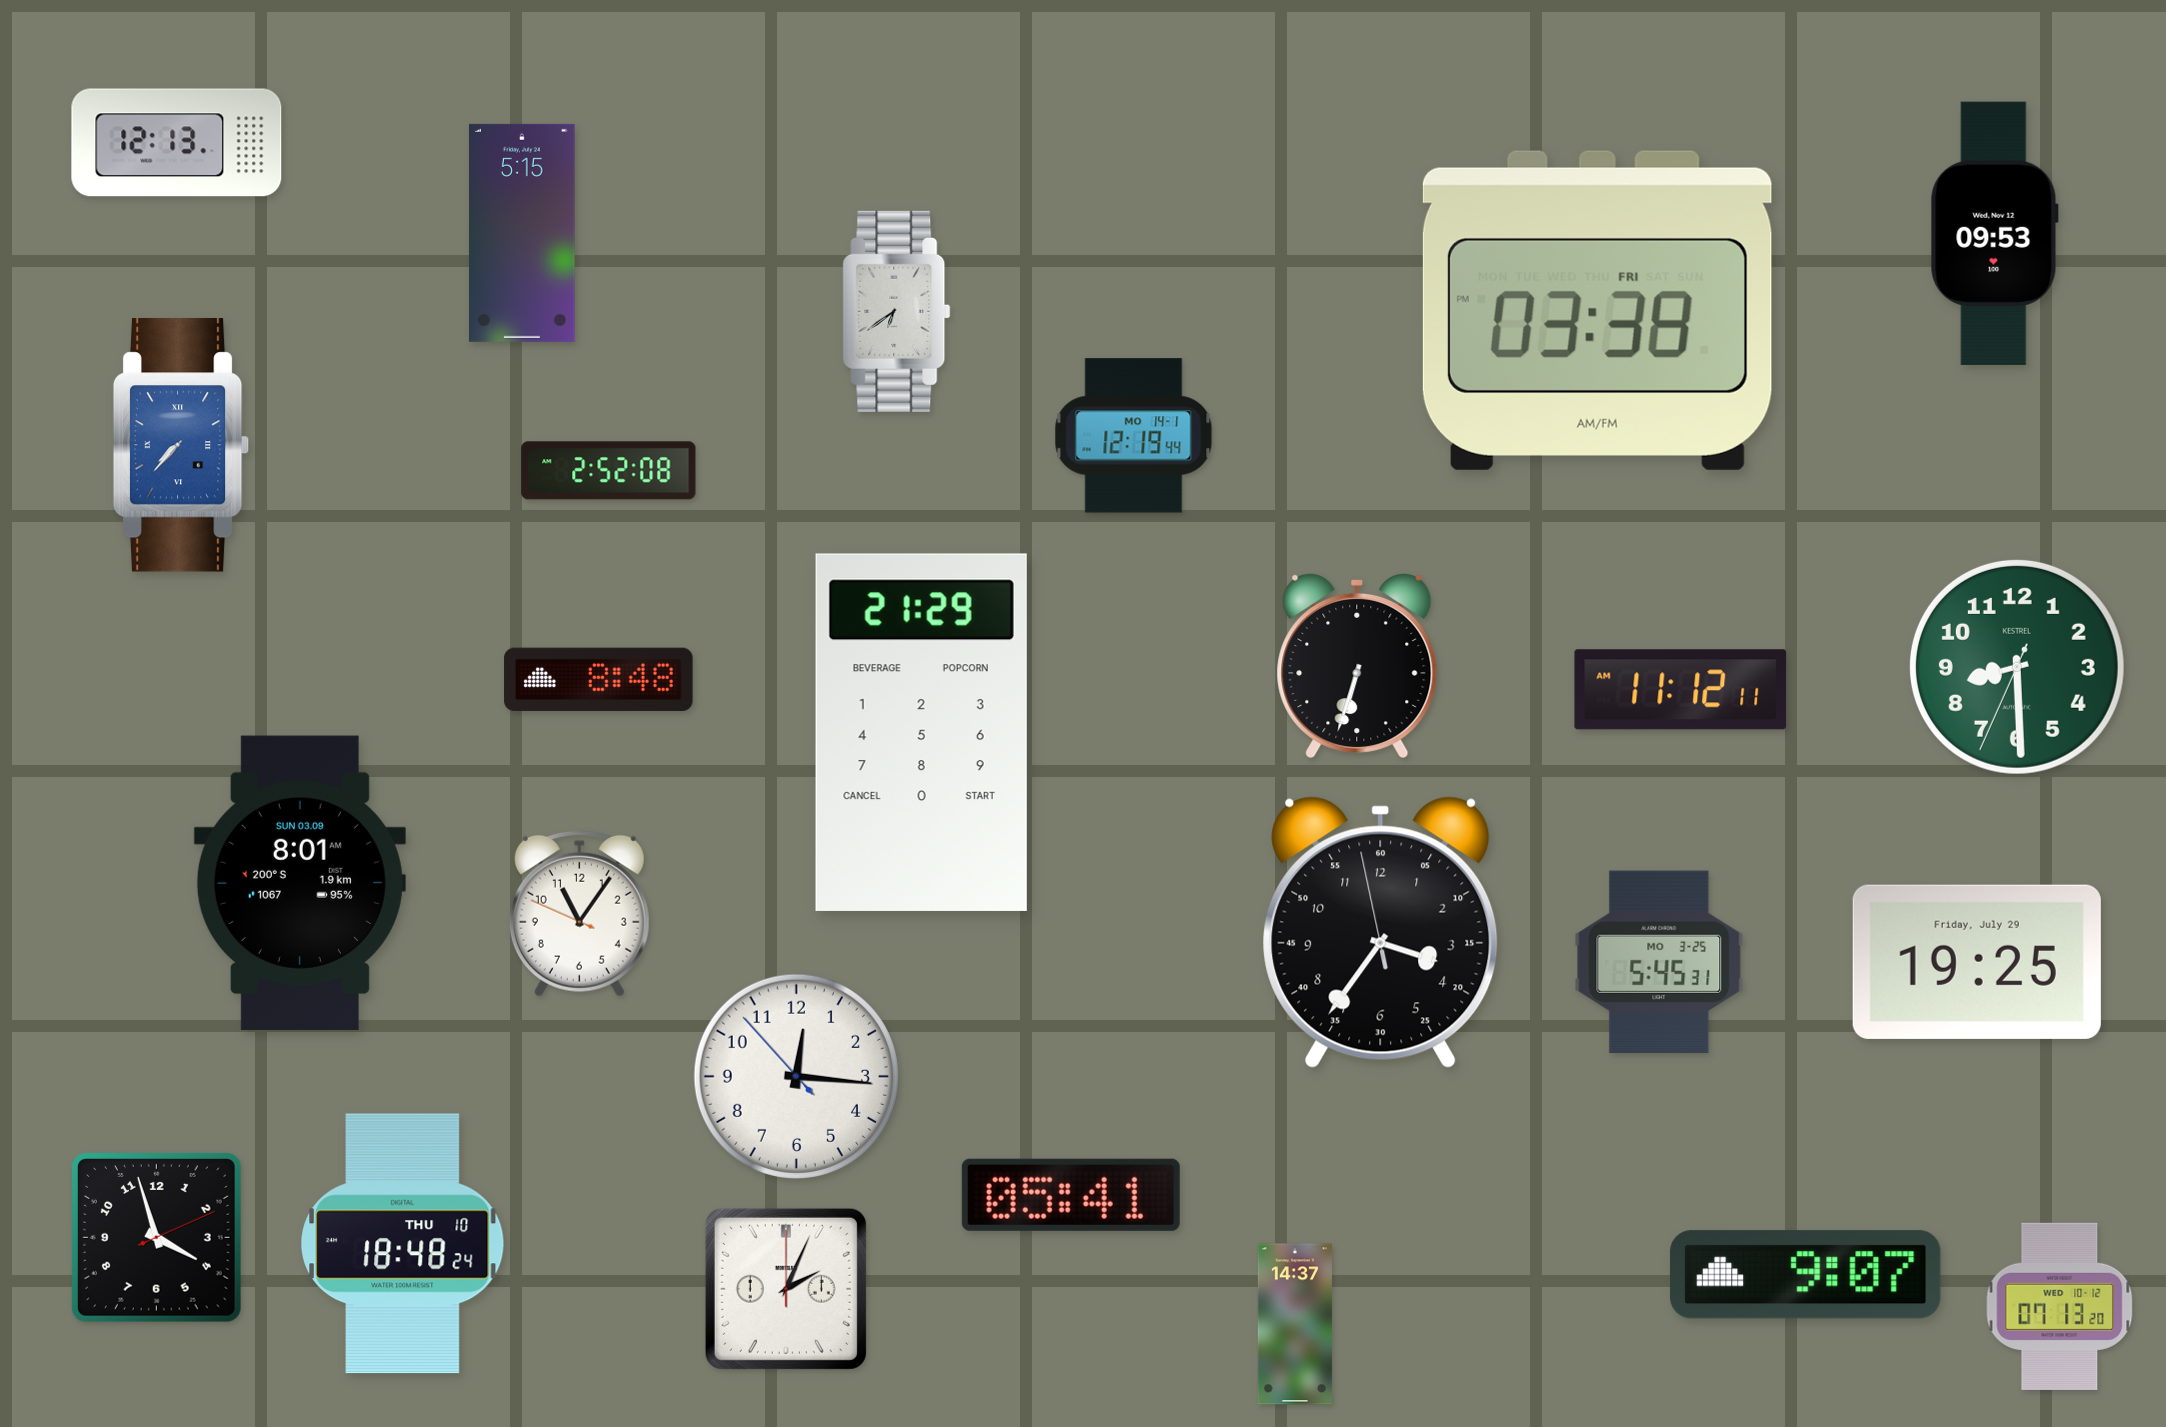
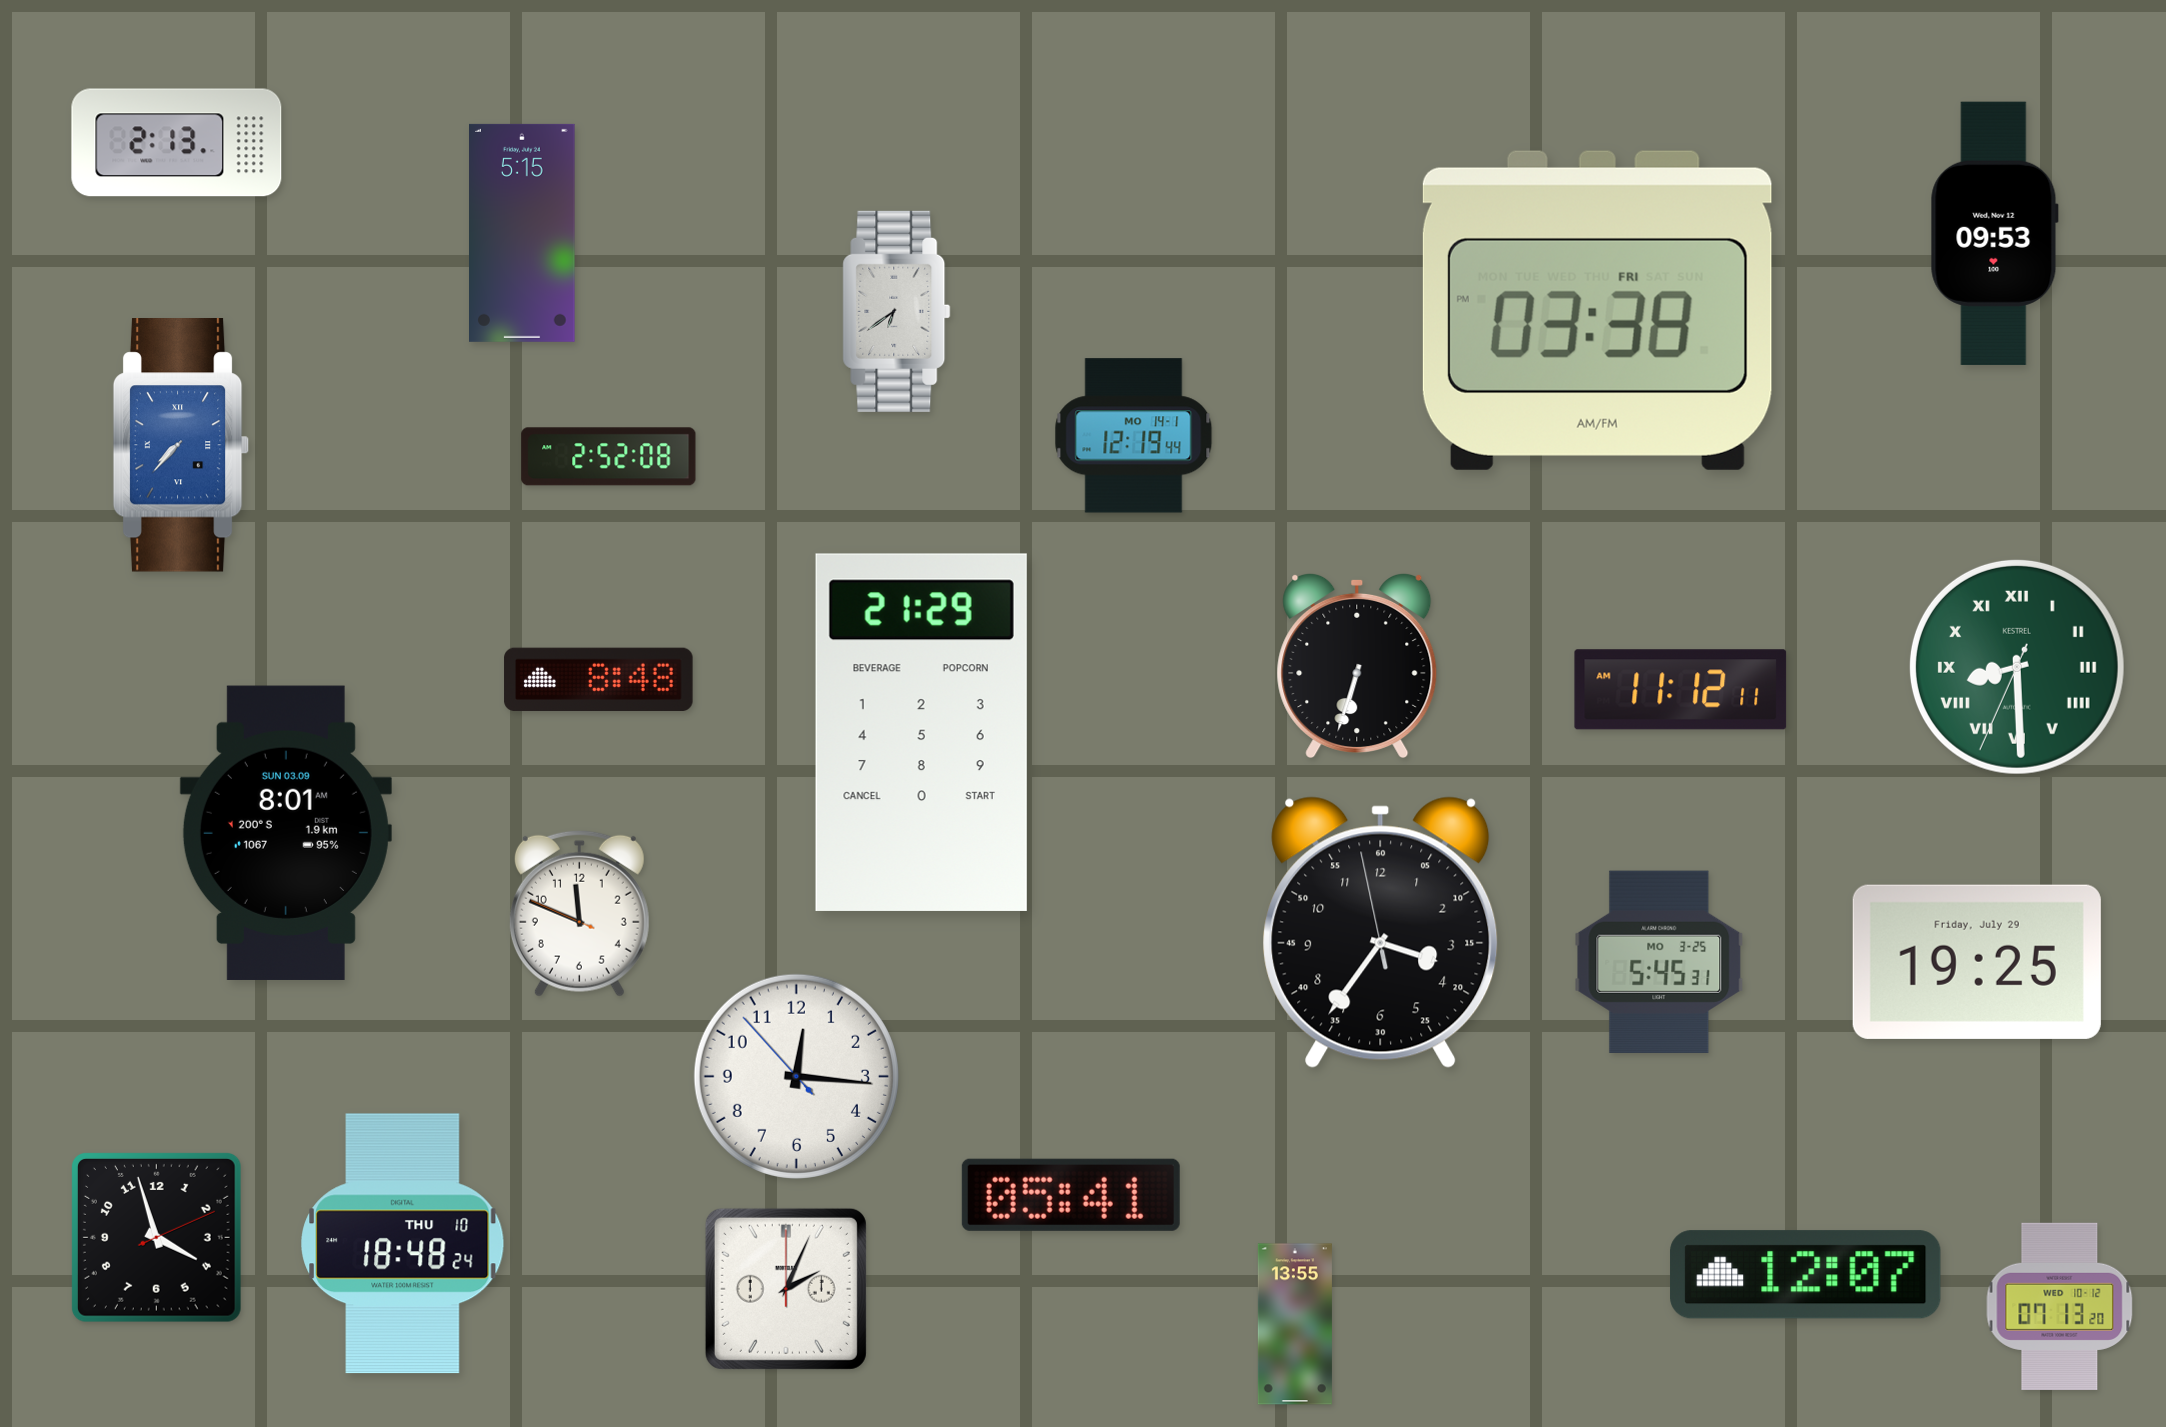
clock at (177, 143): 12:13 -> 2:13
clock at (609, 471) position: (609, 471) -> (609, 457)
clock at (2017, 667) numerals: Arabic -> Roman
clock at (300, 883) position: (300, 883) -> (286, 833)
clock at (579, 913): 11:05 -> 11:48
clock at (1806, 1275): 9:07 -> 12:07
clock at (1295, 1324): 14:37 -> 13:55
